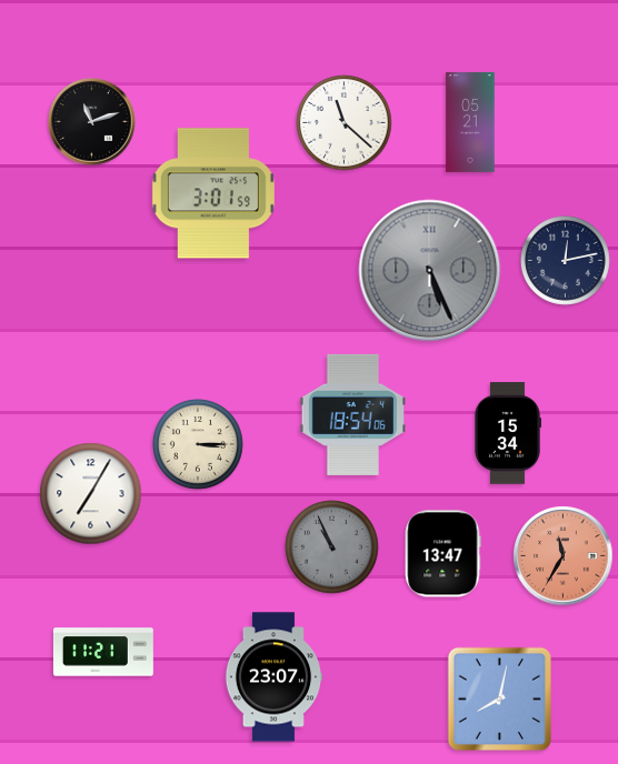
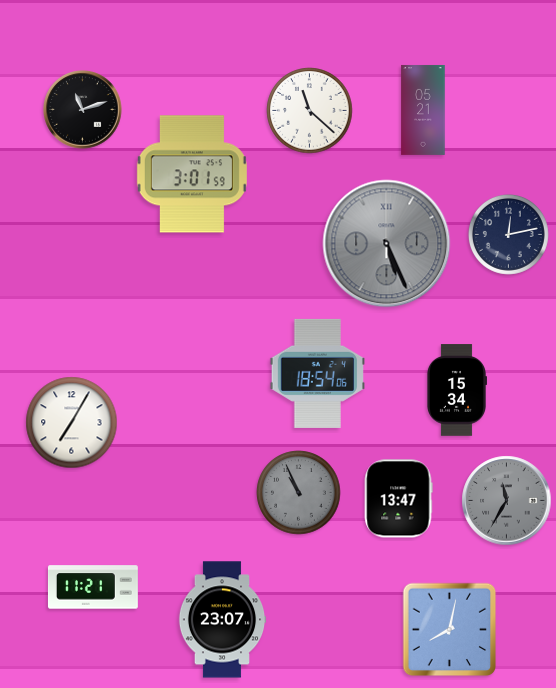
clock at (199, 445): 3:15 -> none
clock at (91, 494) position: (91, 494) -> (72, 423)
clock at (564, 556) dial: salmon -> grey
clock at (273, 677) position: (273, 677) -> (222, 620)
